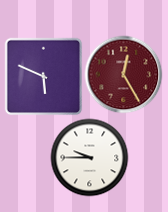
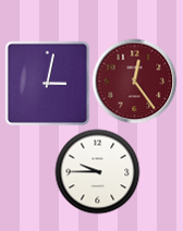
clock at (123, 74): 12:25 -> 12:24
clock at (43, 76): 5:49 -> 3:02
